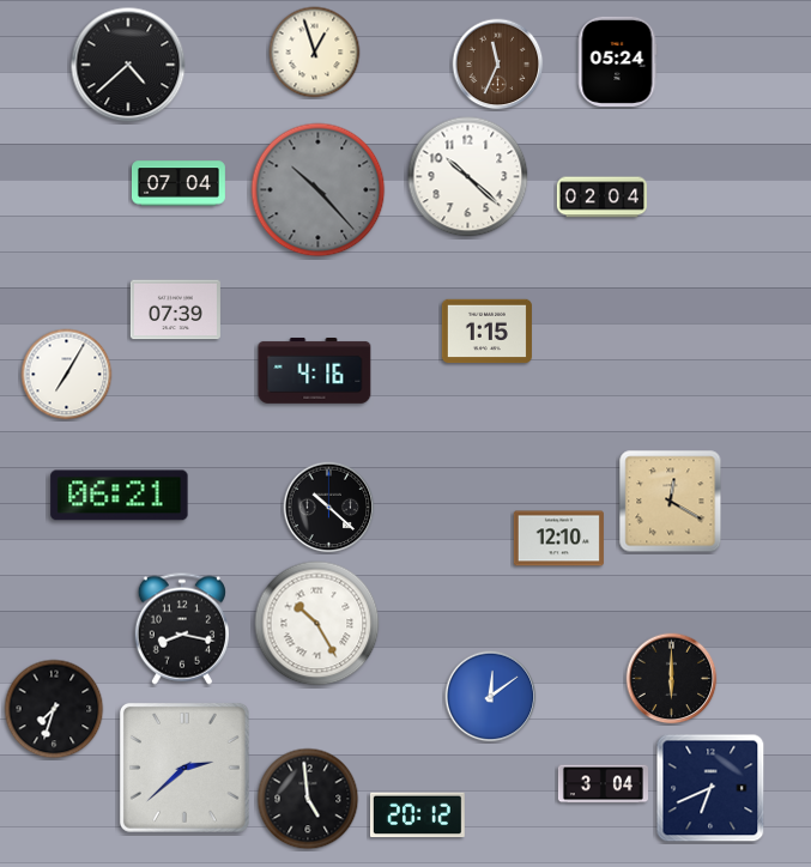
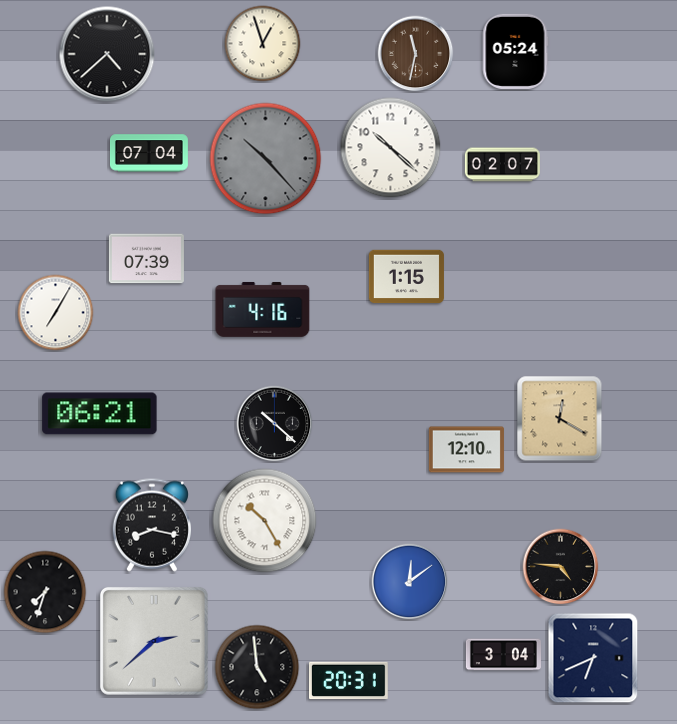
clock at (498, 65): 11:34 -> 11:32
clock at (601, 198): 02:04 -> 02:07
clock at (672, 679): 6:00 -> 4:46
clock at (418, 816): 20:12 -> 20:31
